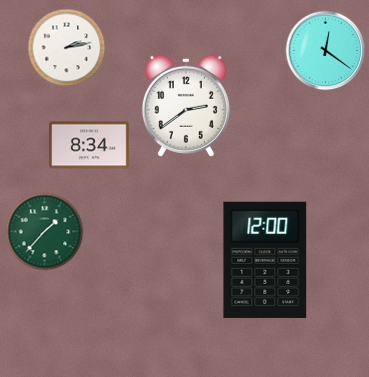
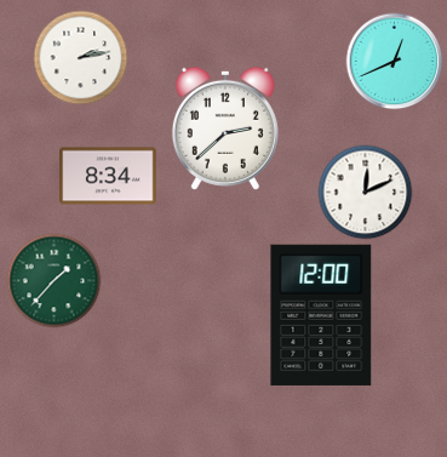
clock at (325, 50): 12:21 -> 12:41
clock at (186, 106): 2:39 -> 2:38
clock at (365, 192): none -> 12:11
